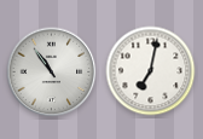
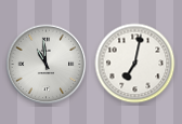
clock at (52, 73): 10:54 -> 10:59
